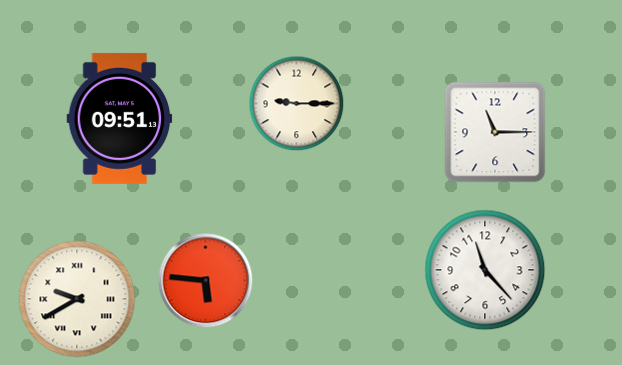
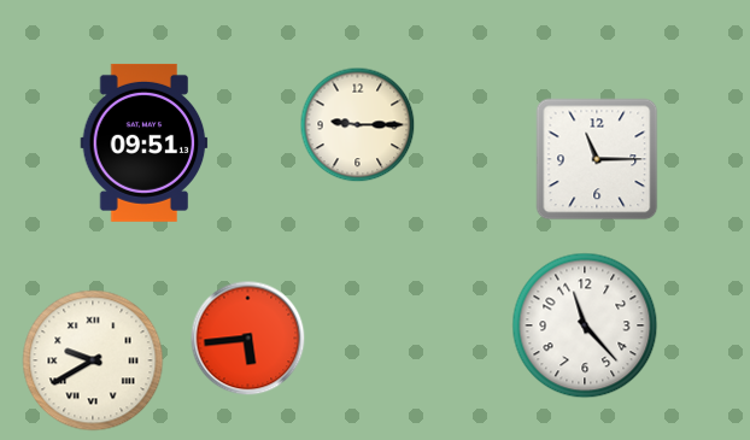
clock at (206, 281): 5:46 -> 5:44
